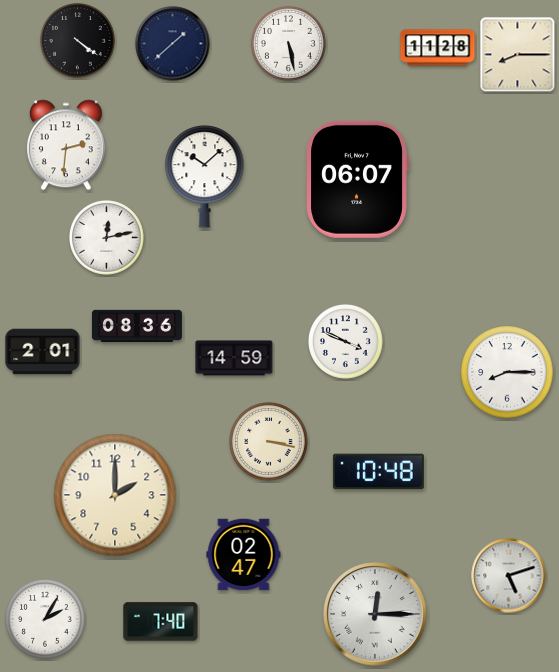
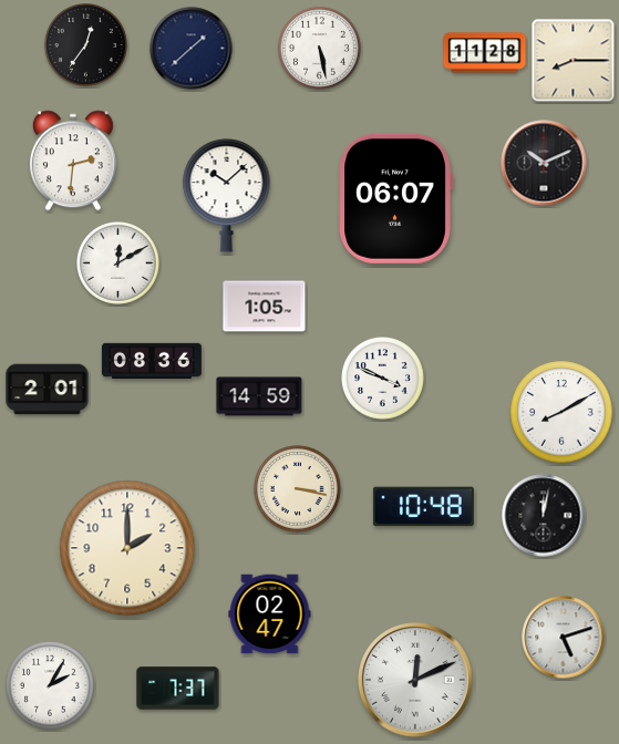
clock at (78, 41): 4:21 -> 12:36
clock at (544, 163): none -> 10:11
clock at (107, 238): 12:13 -> 12:10
clock at (265, 307): none -> 1:05
clock at (507, 372): 8:15 -> 8:10
clock at (544, 516): none -> 12:02
clock at (378, 472) position: (378, 472) -> (423, 507)
clock at (375, 614): 12:15 -> 12:11
clock at (161, 622): 7:40 -> 7:37
